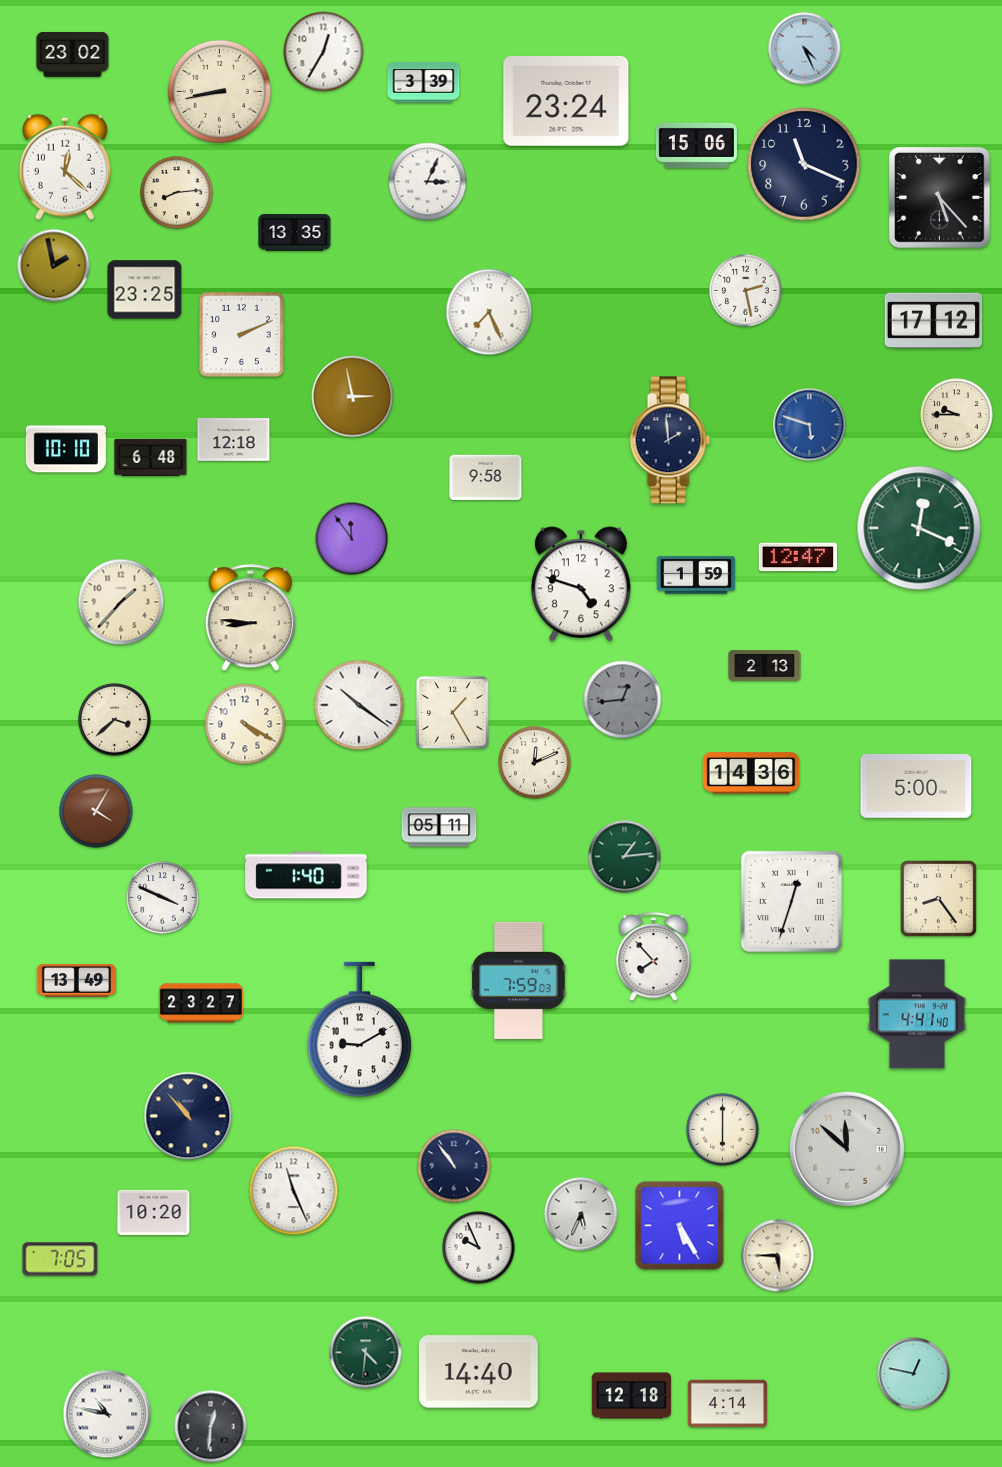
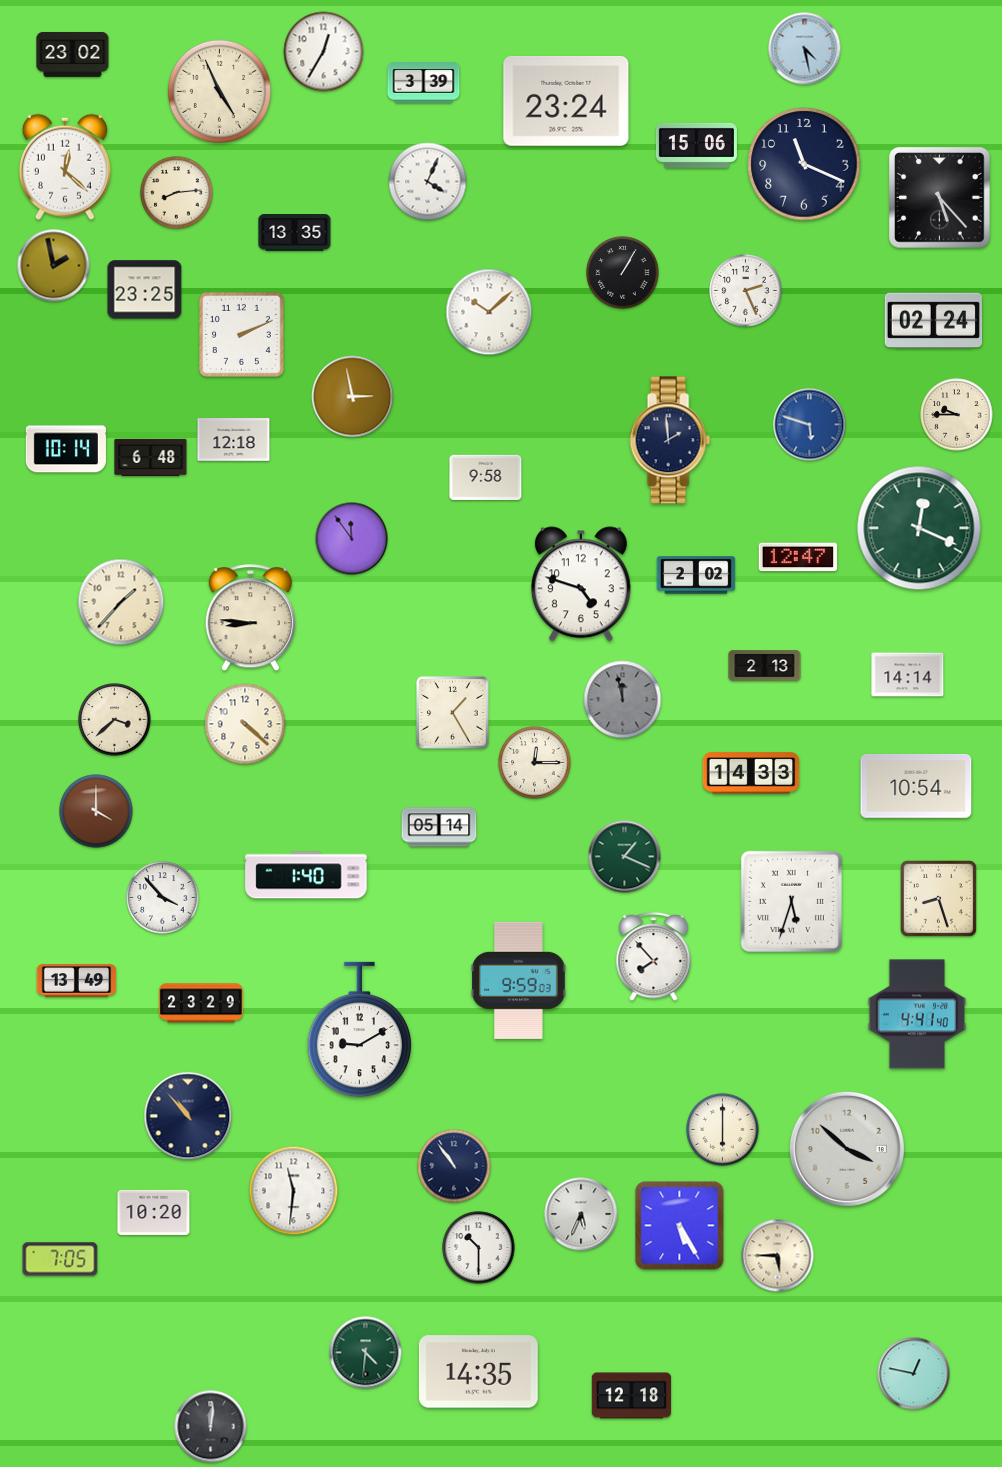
clock at (805, 49): 4:26 -> 4:28
clock at (219, 91): 8:43 -> 4:56
clock at (428, 182): 3:04 -> 4:04
clock at (623, 273): none -> 1:05
clock at (746, 291): 2:28 -> 2:26
clock at (489, 312): 7:26 -> 10:08
clock at (933, 320): 17:12 -> 02:24
clock at (66, 449): 10:10 -> 10:14
clock at (696, 575): 1:59 -> 2:02
clock at (908, 675): none -> 14:14
clock at (623, 700): 12:44 -> 11:58
clock at (359, 705): 10:21 -> none
clock at (245, 724): 4:20 -> 4:22
clock at (535, 763): 12:11 -> 12:15
clock at (751, 773): 14:36 -> 14:33
clock at (916, 786): 5:00 -> 10:54
clock at (96, 811): 4:05 -> 4:00
clock at (439, 827): 05:11 -> 05:14
clock at (625, 857): 1:14 -> 1:19
clock at (163, 898): 3:49 -> 3:53
clock at (938, 898): 8:24 -> 8:27
clock at (791, 901): 12:33 -> 5:33
clock at (519, 980): 7:59 -> 9:59
clock at (201, 1003): 23:27 -> 23:29
clock at (847, 1149): 11:52 -> 3:52
clock at (294, 1191): 11:26 -> 11:31
clock at (479, 1248): 9:56 -> 10:30
clock at (478, 1372): 14:40 -> 14:35
clock at (728, 1404): 4:14 -> none
clock at (107, 1414): 10:47 -> none
clock at (211, 1427): 12:31 -> 12:01
